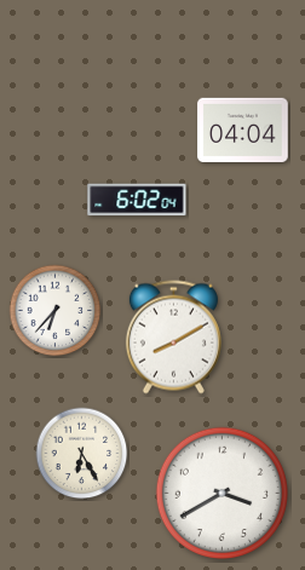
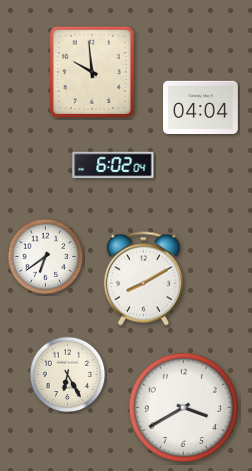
clock at (92, 72): none -> 9:59
clock at (56, 311): 6:37 -> 6:39
